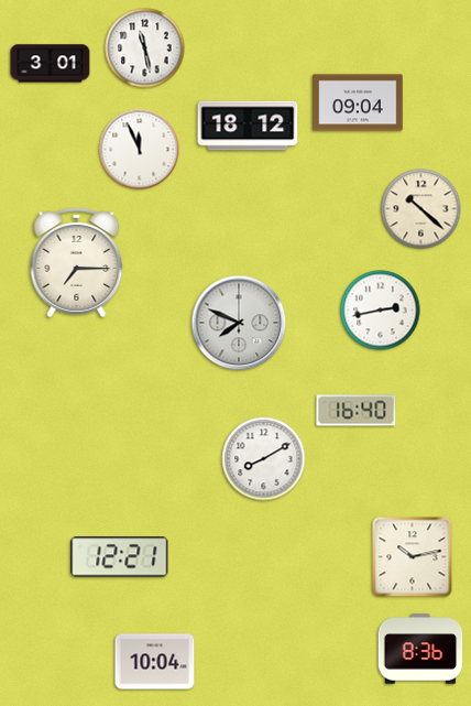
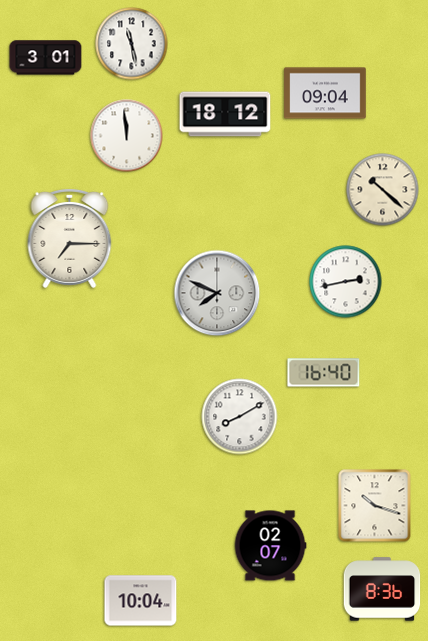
clock at (140, 150): 11:56 -> 11:59
clock at (120, 557): 12:21 -> none
clock at (413, 557): 10:13 -> 10:18
clock at (270, 546): none -> 02:07
